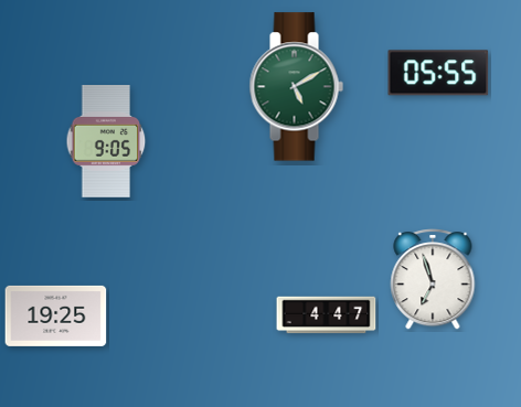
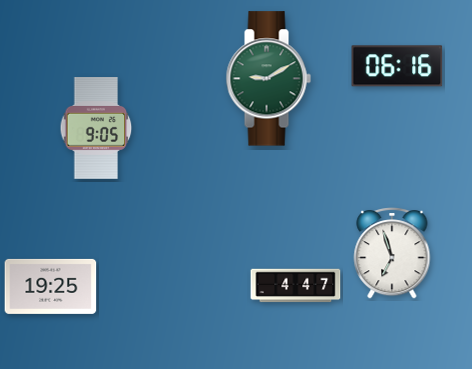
clock at (438, 73): 05:55 -> 06:16
clock at (296, 87): 5:10 -> 9:10
